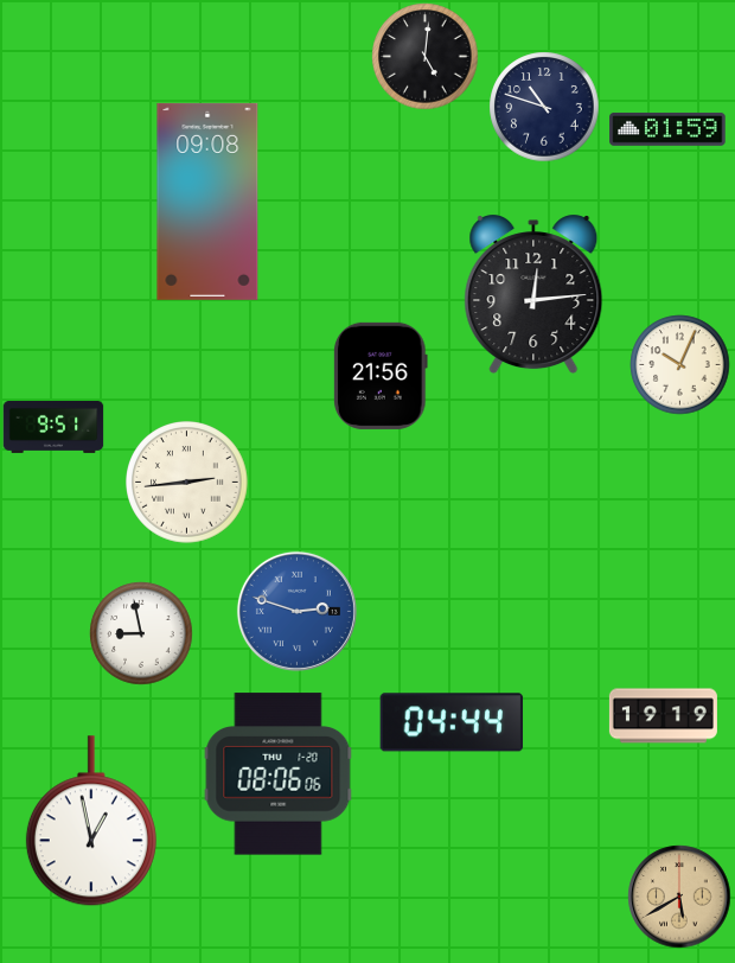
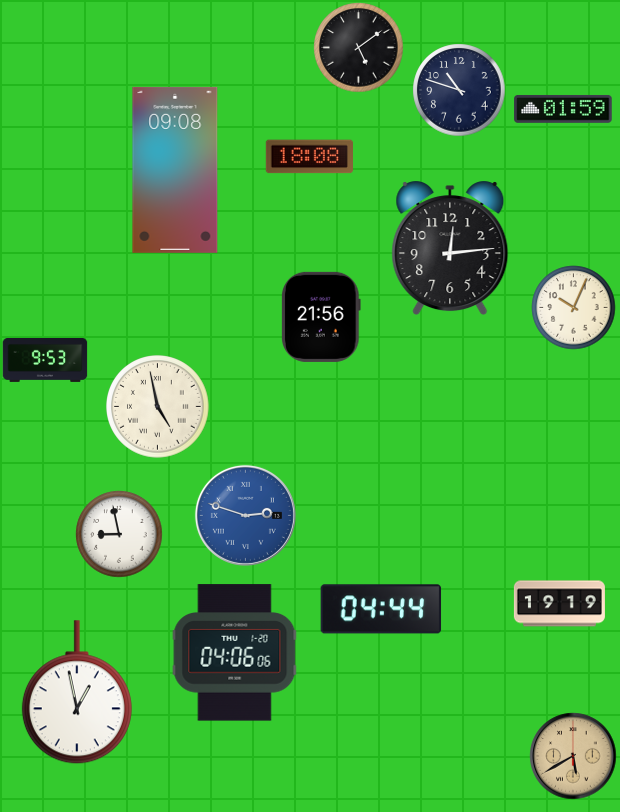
clock at (426, 57): 5:01 -> 5:09
clock at (309, 157): none -> 18:08
clock at (53, 427): 9:51 -> 9:53
clock at (187, 483): 2:44 -> 4:58
clock at (296, 611) position: (296, 611) -> (245, 515)
clock at (279, 774): 08:06 -> 04:06
